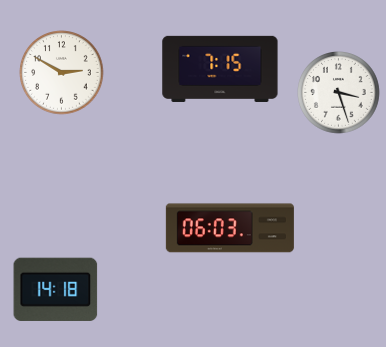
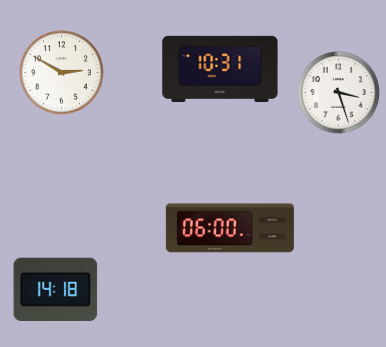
clock at (220, 69): 7:15 -> 10:31
clock at (230, 228): 06:03 -> 06:00
